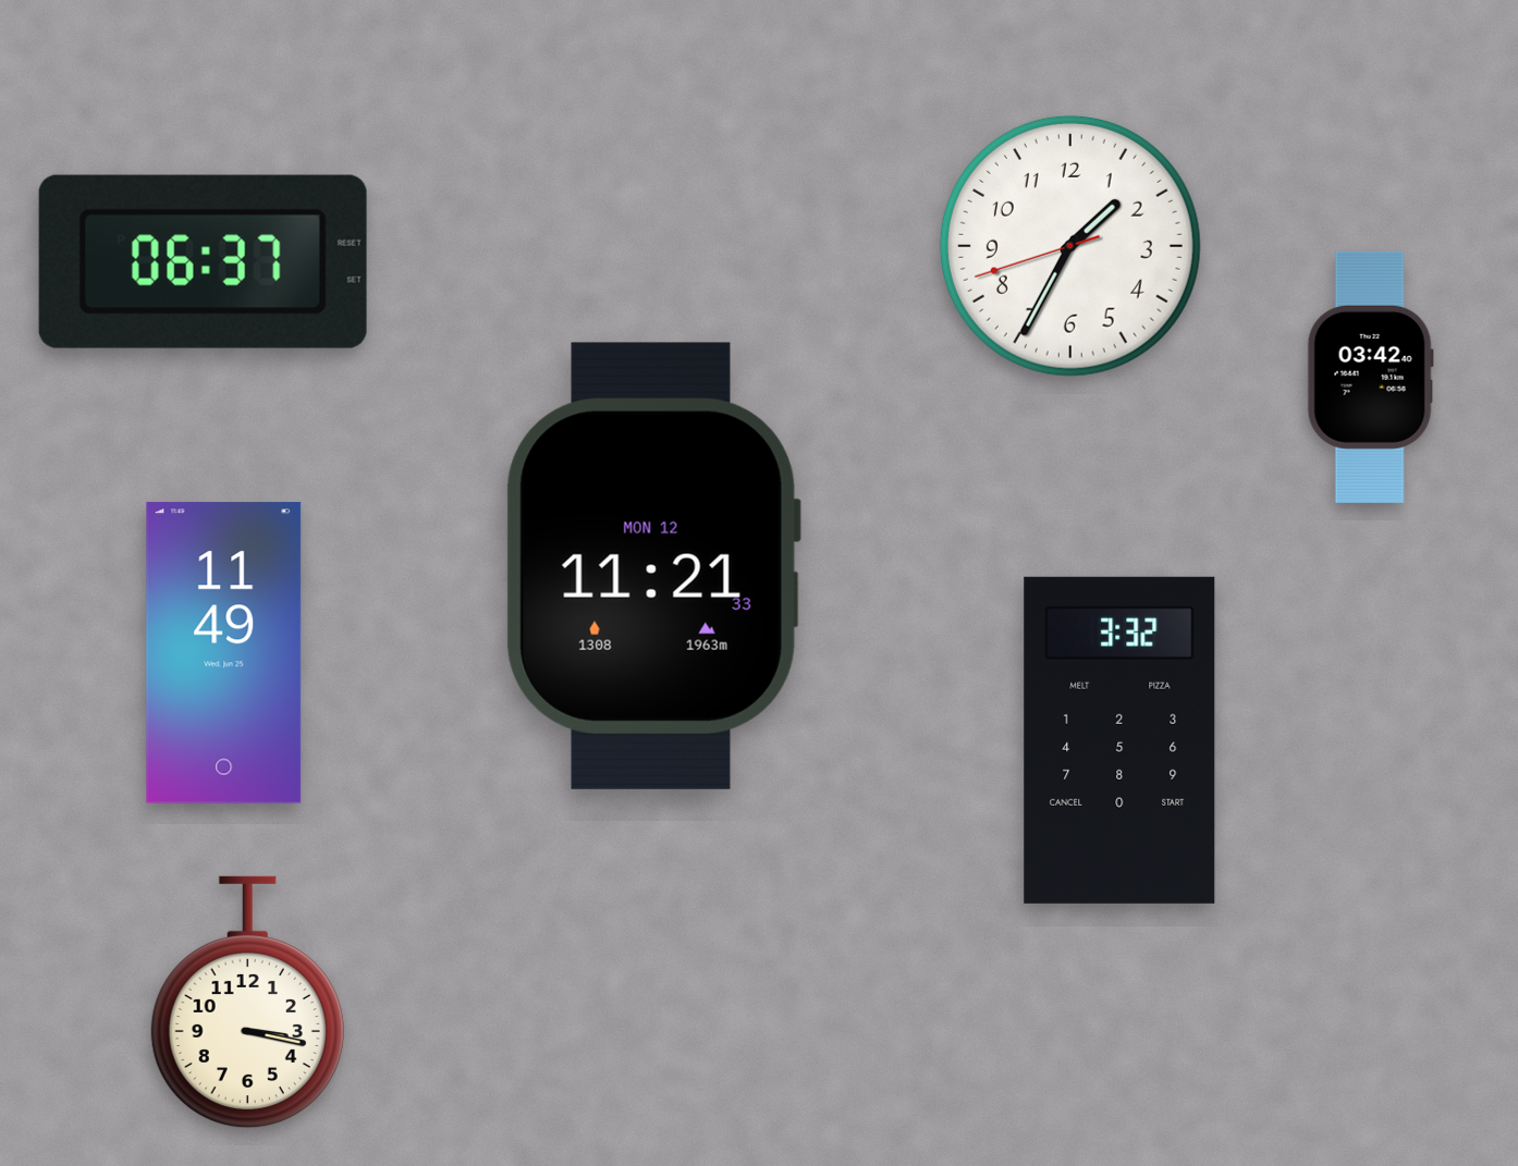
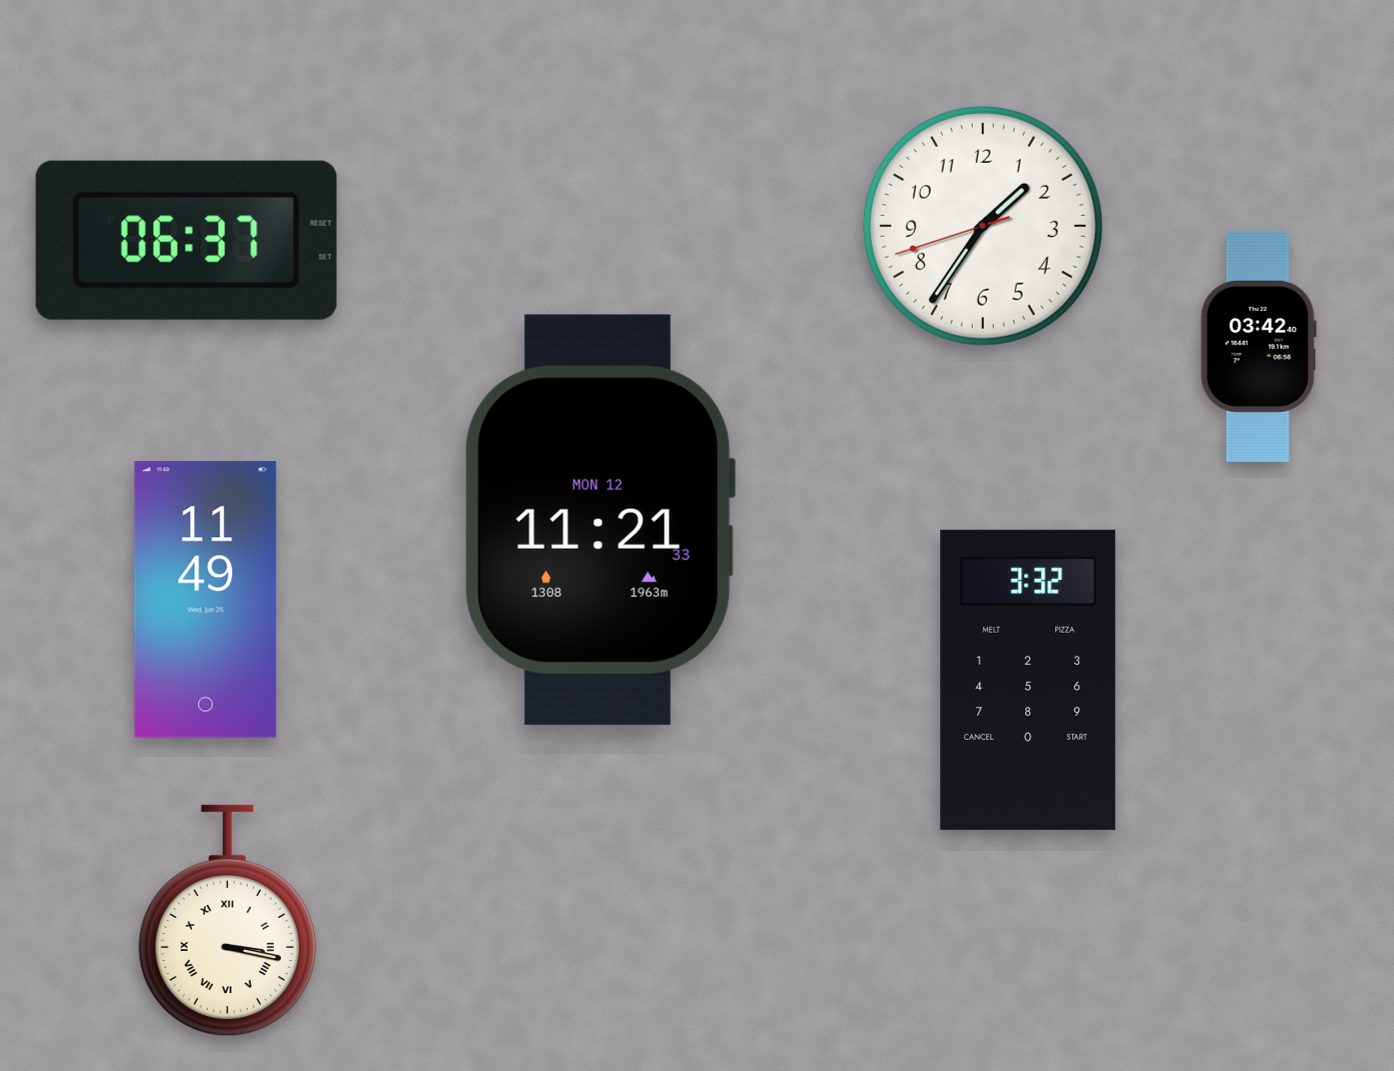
clock at (1070, 246): 1:34 -> 1:35
clock at (247, 1003) numerals: Arabic -> Roman
